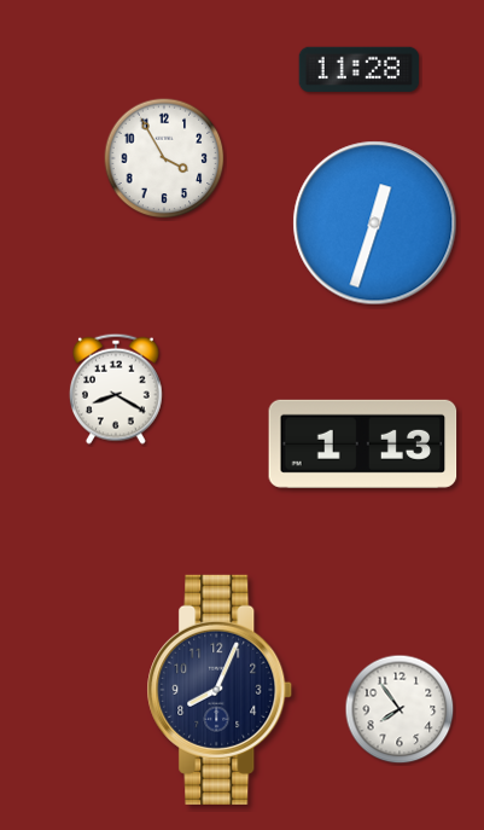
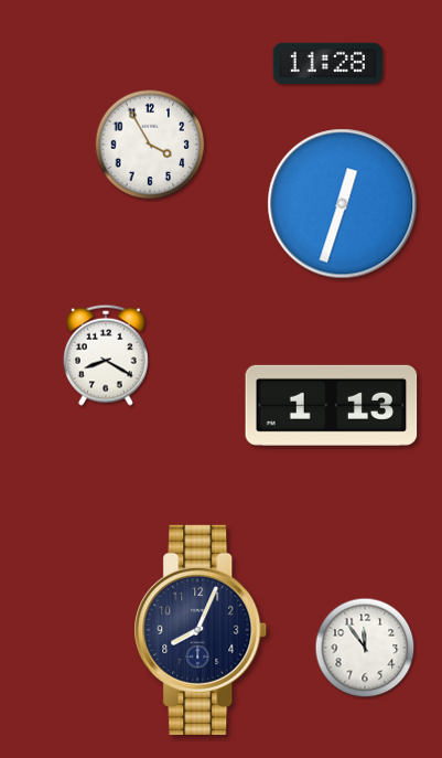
clock at (400, 709): 7:54 -> 11:54
